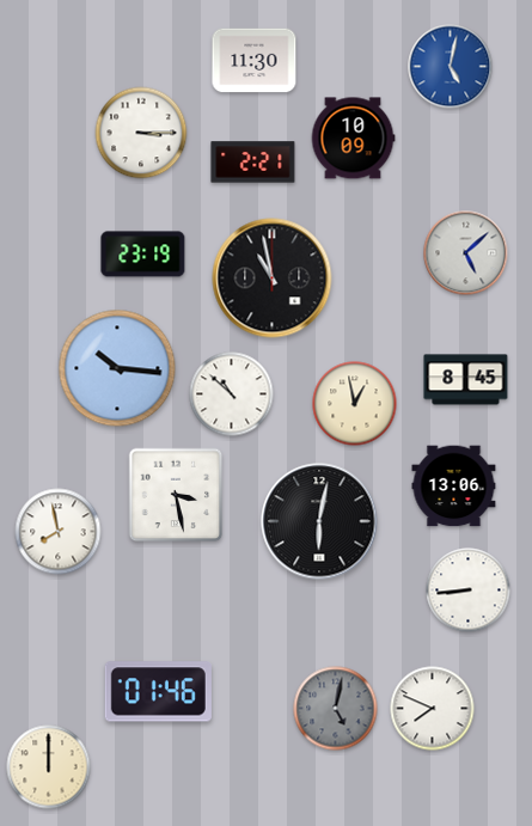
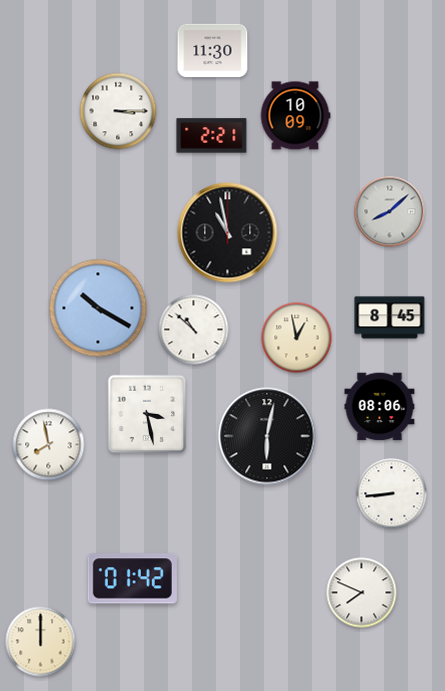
clock at (451, 67): 5:02 -> none
clock at (466, 253): 5:08 -> 8:08
clock at (143, 255): 23:19 -> none
clock at (117, 368): 10:16 -> 10:20
clock at (454, 487): 13:06 -> 08:06
clock at (158, 692): 01:46 -> 01:42
clock at (336, 709): 5:02 -> none
